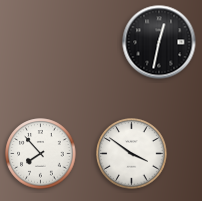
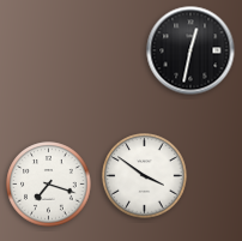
clock at (41, 154): 7:53 -> 7:18
clock at (132, 154) position: (132, 154) -> (145, 176)
